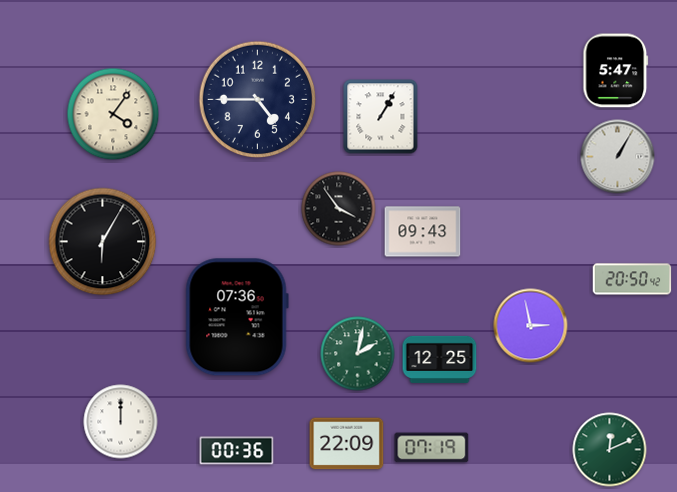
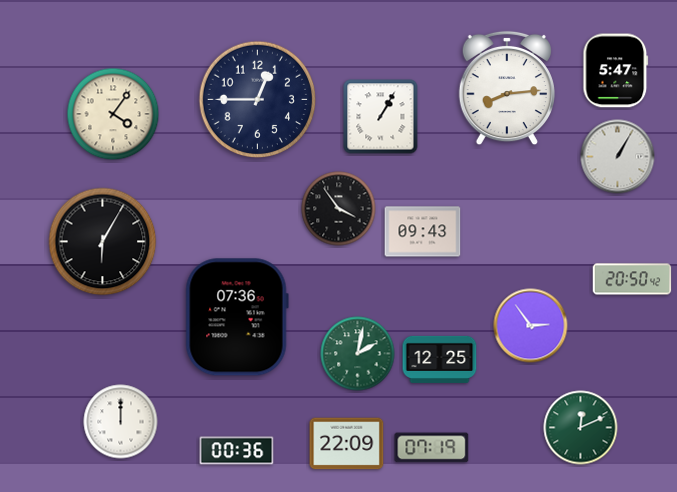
clock at (507, 88): none -> 8:14
clock at (258, 100): 4:45 -> 12:45
clock at (531, 326): 2:58 -> 2:54
clock at (610, 450) position: (610, 450) -> (581, 428)
